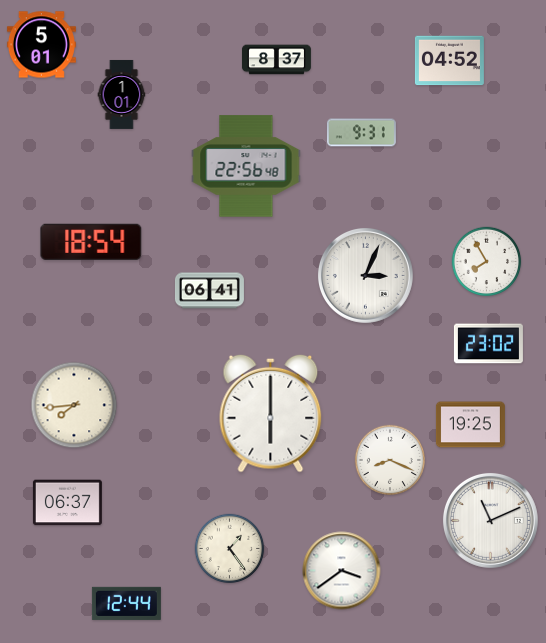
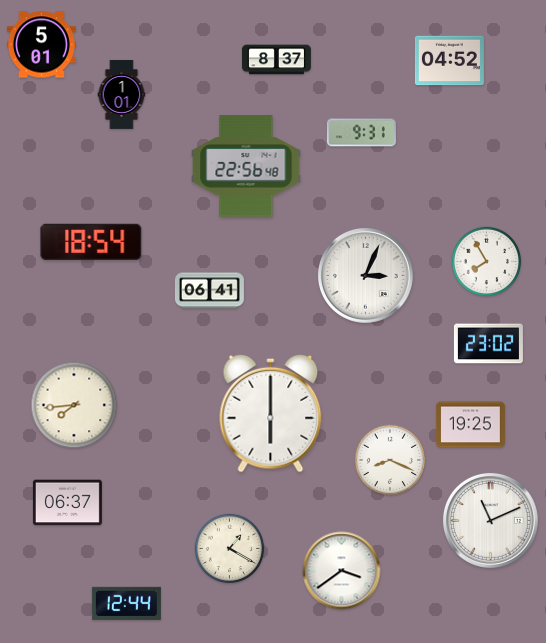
clock at (230, 549): 1:24 -> 1:20
